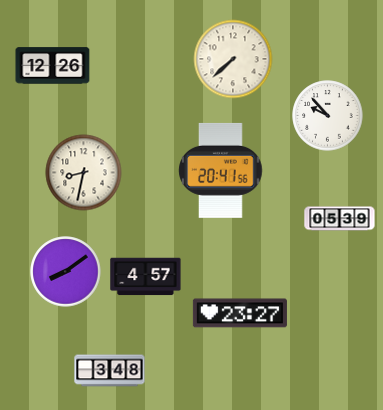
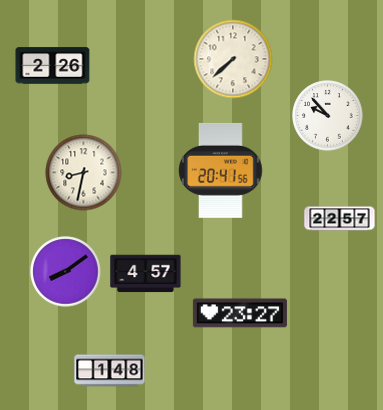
clock at (53, 66): 12:26 -> 2:26
clock at (340, 219): 05:39 -> 22:57
clock at (146, 277) position: (146, 277) -> (146, 274)
clock at (110, 371): 3:48 -> 1:48
